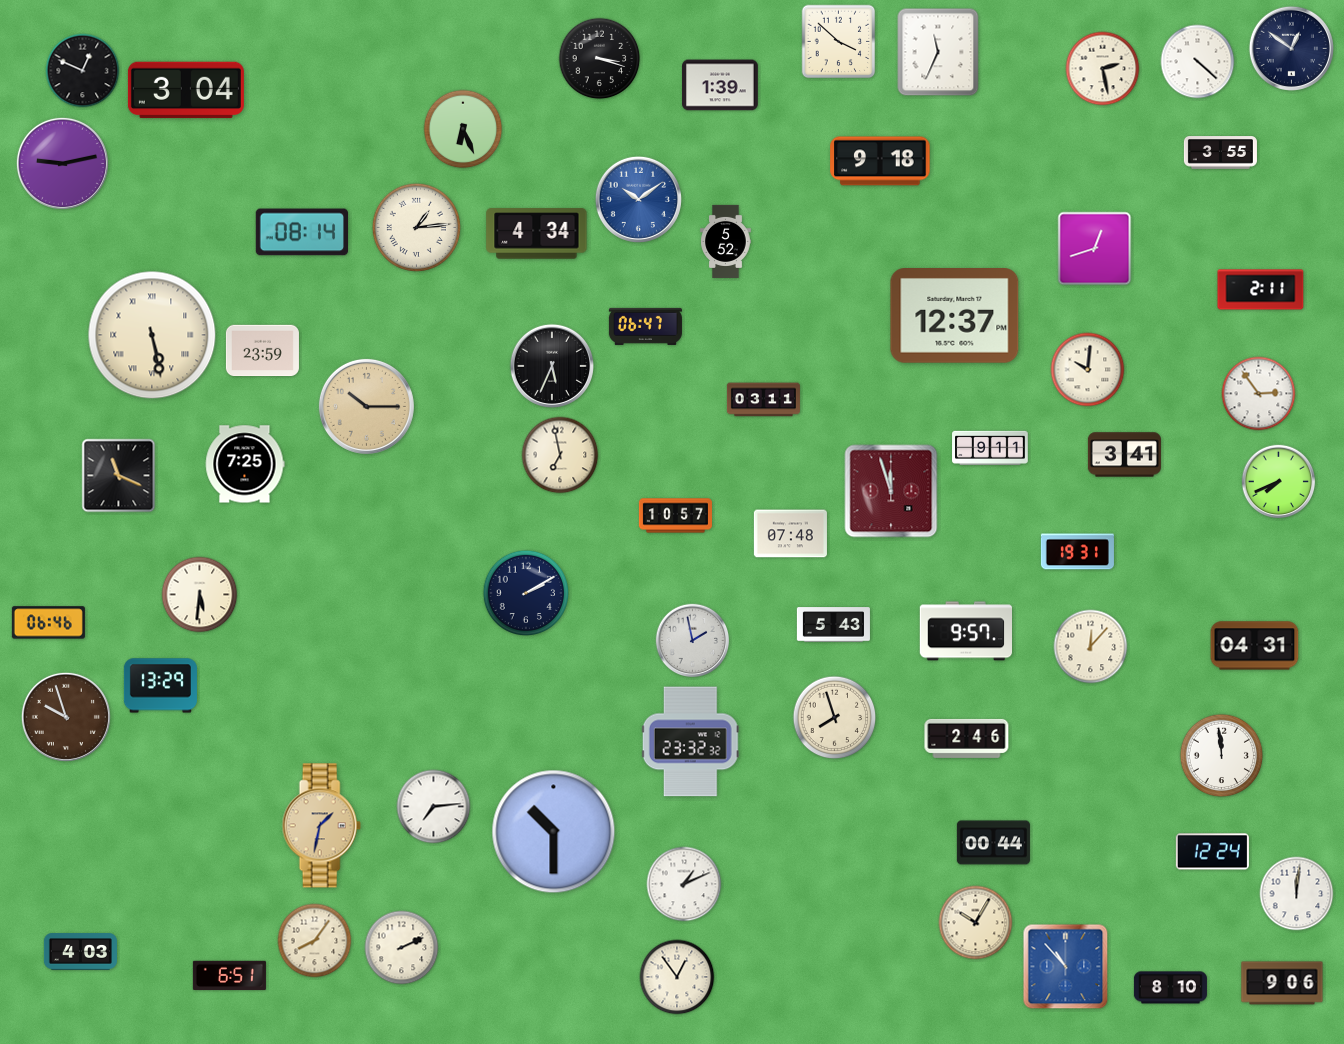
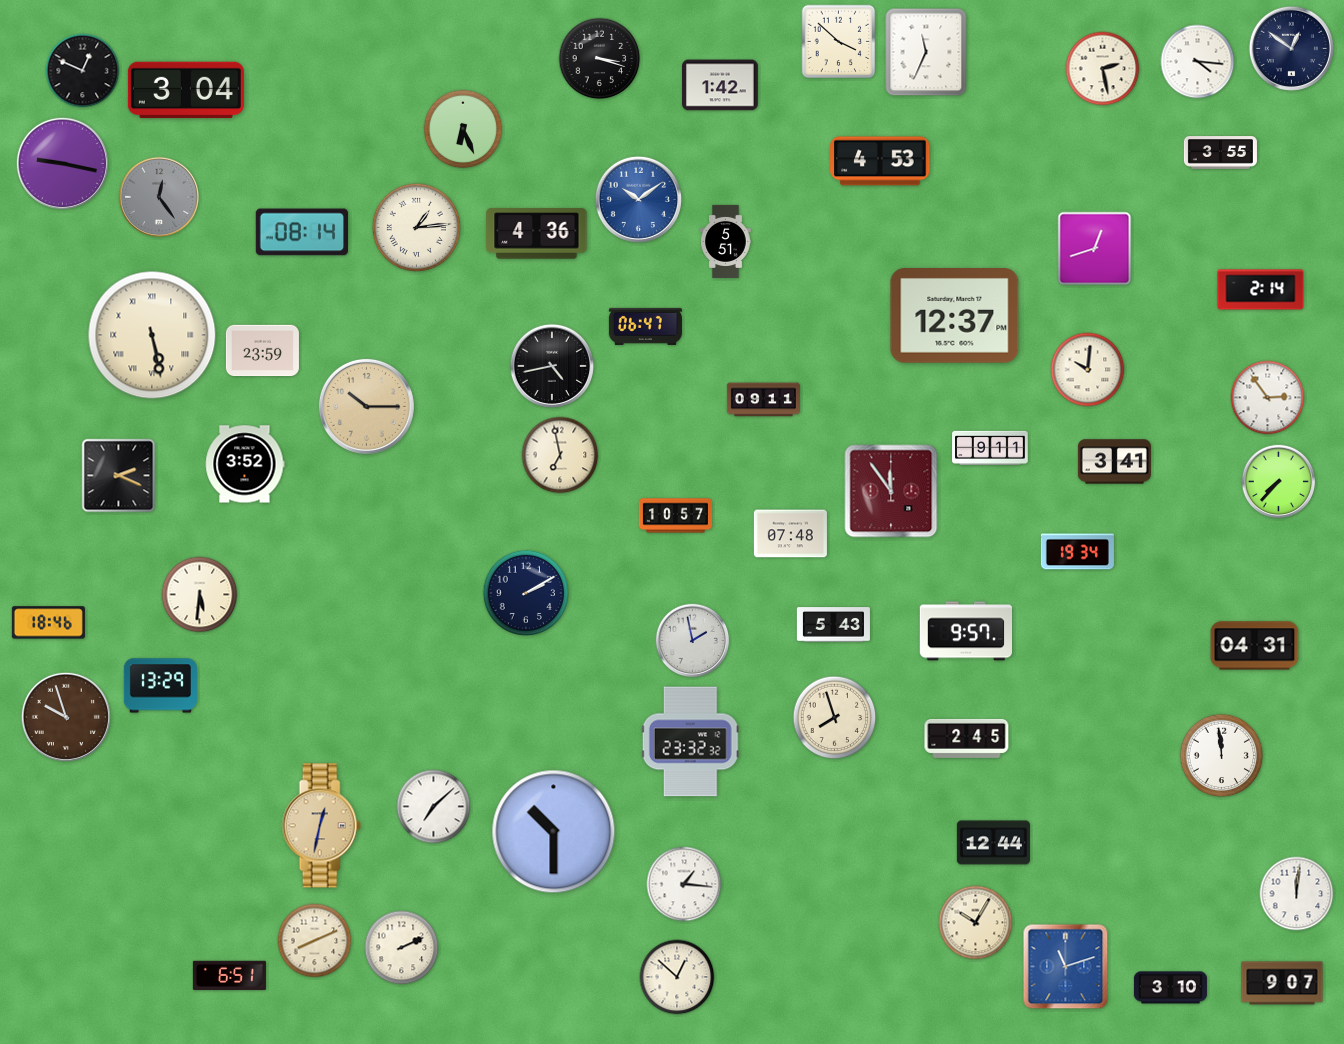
clock at (938, 52) position: (938, 52) -> (926, 52)
clock at (1198, 62): 4:22 -> 4:16
clock at (720, 85): 1:39 -> 1:42
clock at (880, 161): 9:18 -> 4:53
clock at (62, 163): 9:13 -> 9:17
clock at (158, 196): none -> 12:24
clock at (537, 234): 4:34 -> 4:36
clock at (726, 241): 5:52 -> 5:51
clock at (1261, 290): 2:11 -> 2:14
clock at (552, 366): 5:34 -> 4:43
clock at (1259, 394) position: (1259, 394) -> (1268, 398)
clock at (763, 400): 03:11 -> 09:11
clock at (1124, 455) position: (1124, 455) -> (1114, 462)
clock at (245, 464): 7:25 -> 3:52
clock at (119, 476): 11:19 -> 2:19
clock at (1279, 482): 7:41 -> 7:37
clock at (891, 491): 11:57 -> 11:54
clock at (1077, 552): 19:31 -> 19:34
clock at (48, 623): 06:46 -> 18:46
clock at (1091, 647): 12:07 -> none
clock at (967, 738): 2:46 -> 2:45
clock at (434, 807): 7:14 -> 7:08
clock at (321, 826): 1:32 -> 12:32
clock at (993, 843): 00:44 -> 12:44
clock at (1212, 852): 12:24 -> none
clock at (684, 884): 1:11 -> 1:16
clock at (315, 941): 8:06 -> 8:11
clock at (80, 952): 4:03 -> none
clock at (1066, 967): 10:53 -> 11:12
clock at (677, 977): 12:54 -> 12:52
clock at (1282, 983): 9:06 -> 9:07
clock at (1170, 988): 8:10 -> 3:10
